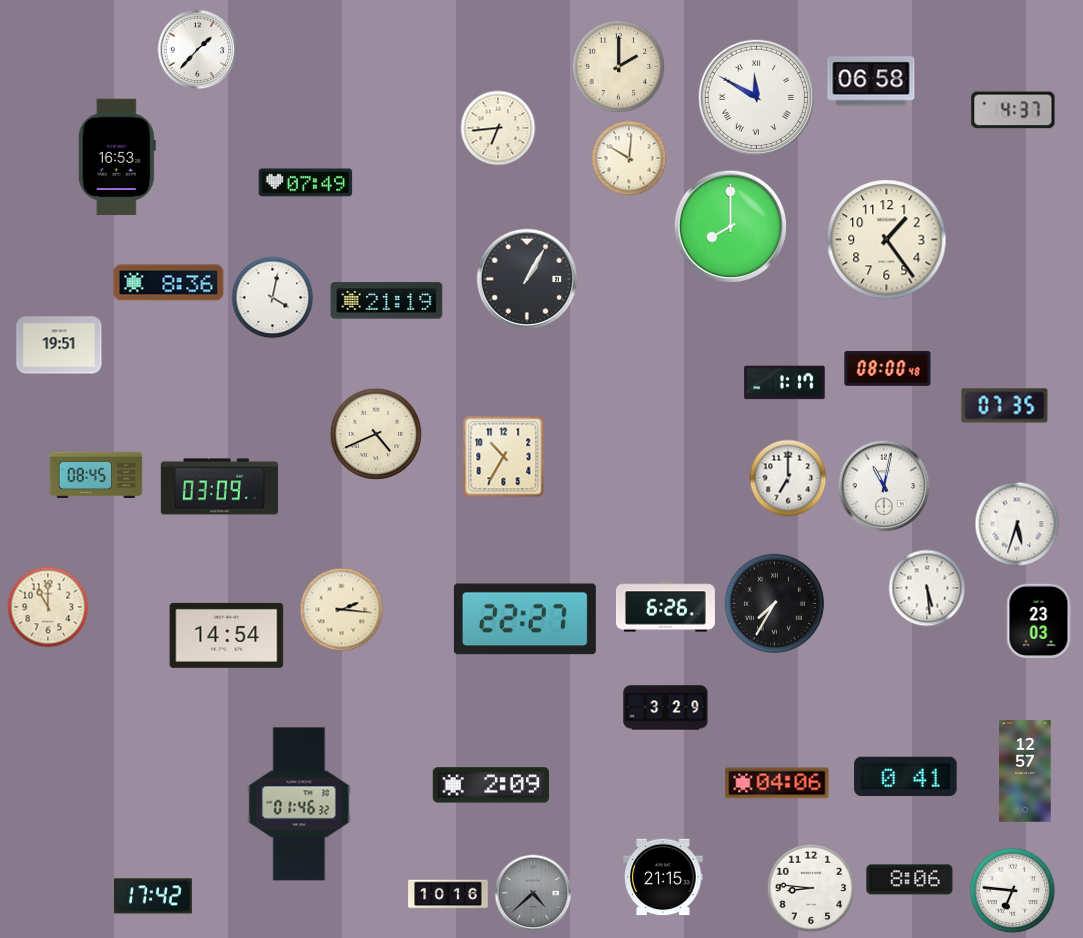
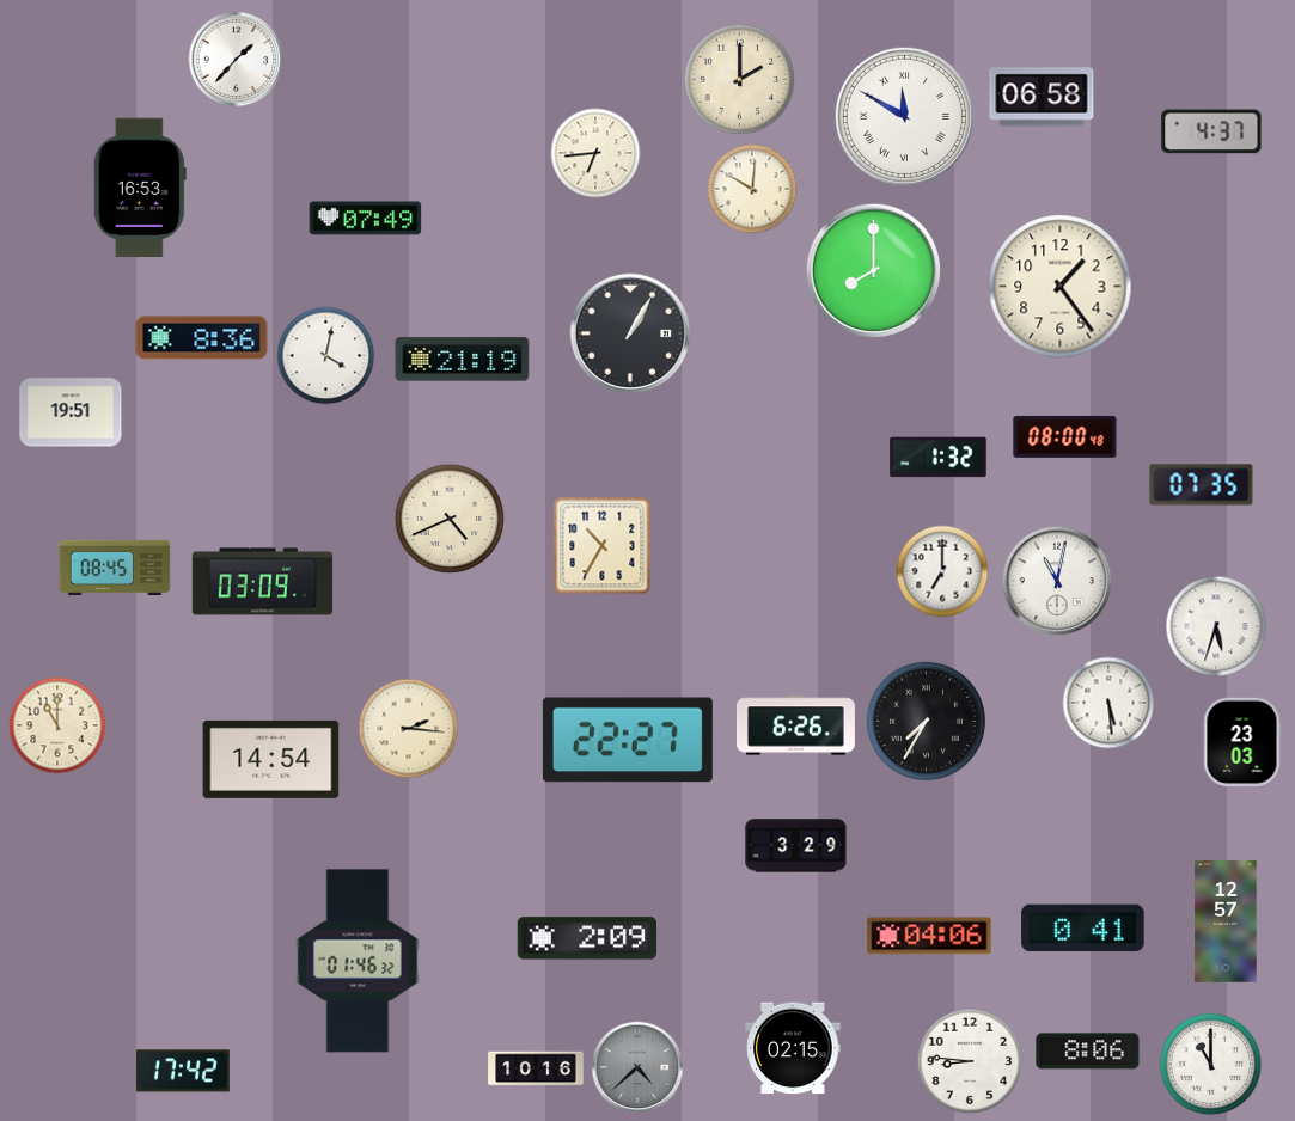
clock at (888, 368) position: (888, 368) -> (1065, 436)
clock at (785, 383): 1:17 -> 1:32
clock at (663, 877): 21:15 -> 02:15
clock at (1013, 891): 6:46 -> 11:00
